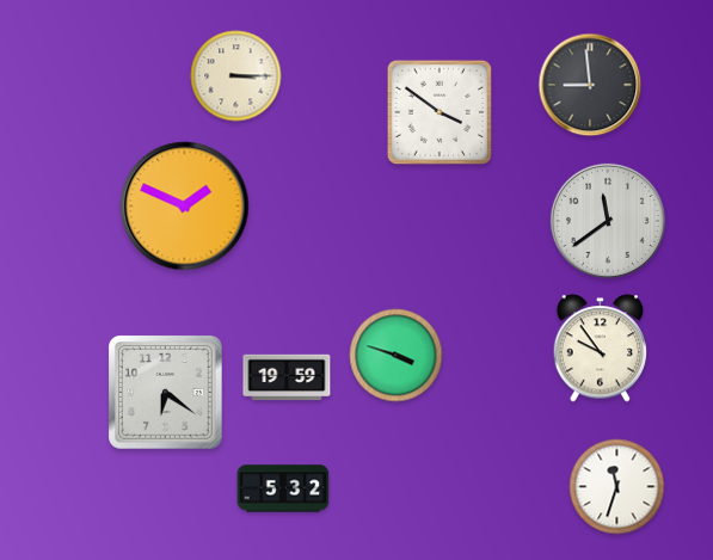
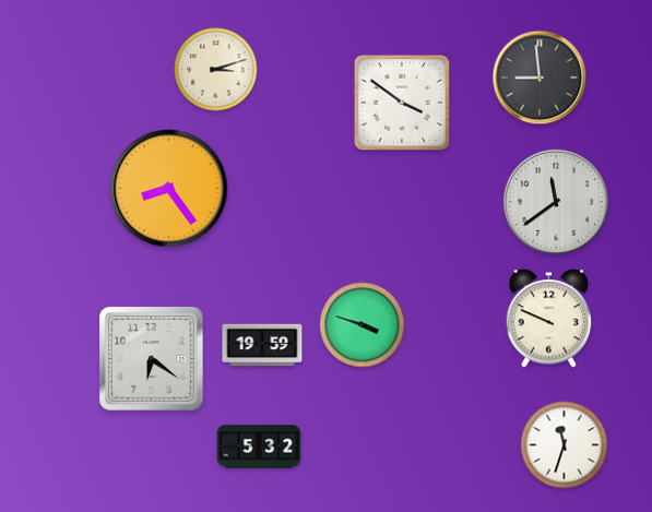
clock at (236, 76): 3:15 -> 3:12
clock at (185, 207): 1:49 -> 8:24
clock at (601, 349): 9:54 -> 9:49
